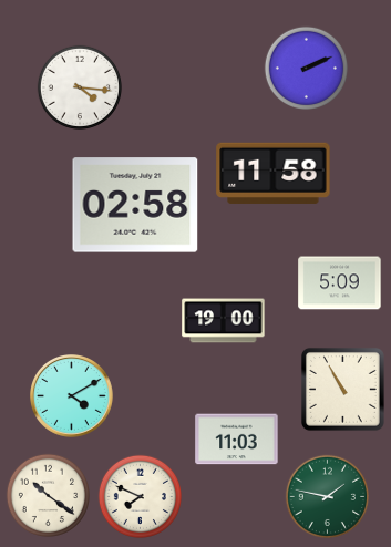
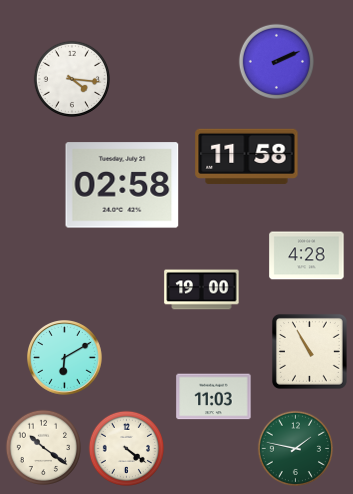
clock at (340, 283): 5:09 -> 4:28
clock at (72, 396): 4:10 -> 6:10
clock at (140, 496): 7:49 -> 4:21
